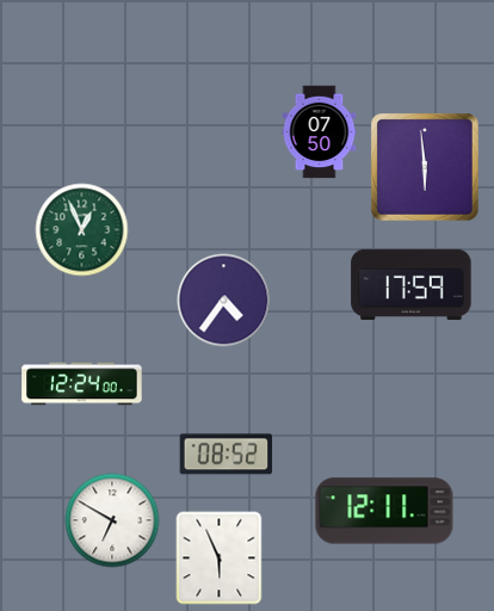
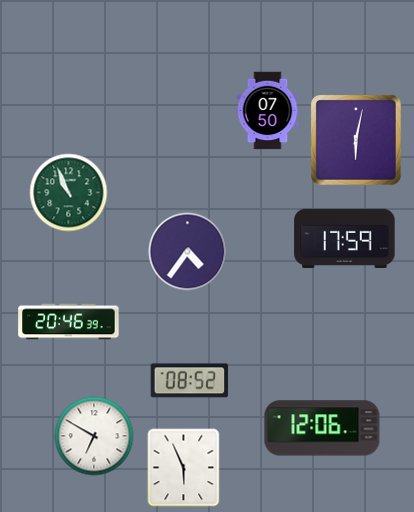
clock at (425, 167): 5:59 -> 6:02
clock at (81, 229): 12:56 -> 10:56
clock at (82, 384): 12:24 -> 20:46
clock at (384, 511): 12:11 -> 12:06
